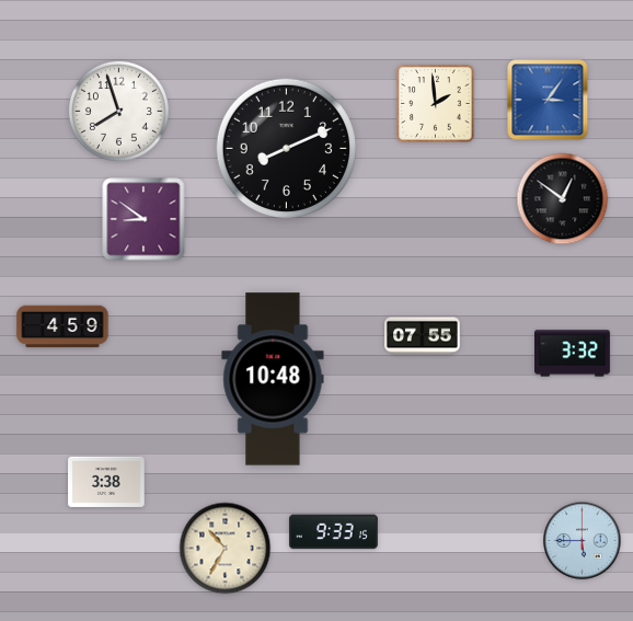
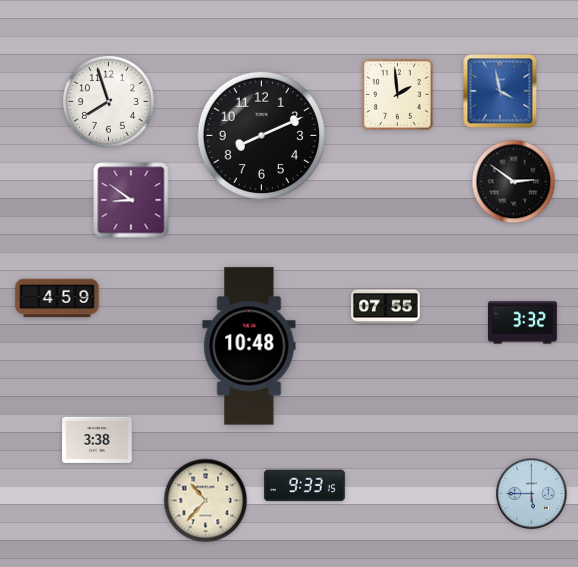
clock at (548, 100): 3:06 -> 3:58
clock at (563, 199): 12:51 -> 2:51
clock at (226, 549): 10:35 -> 10:37
